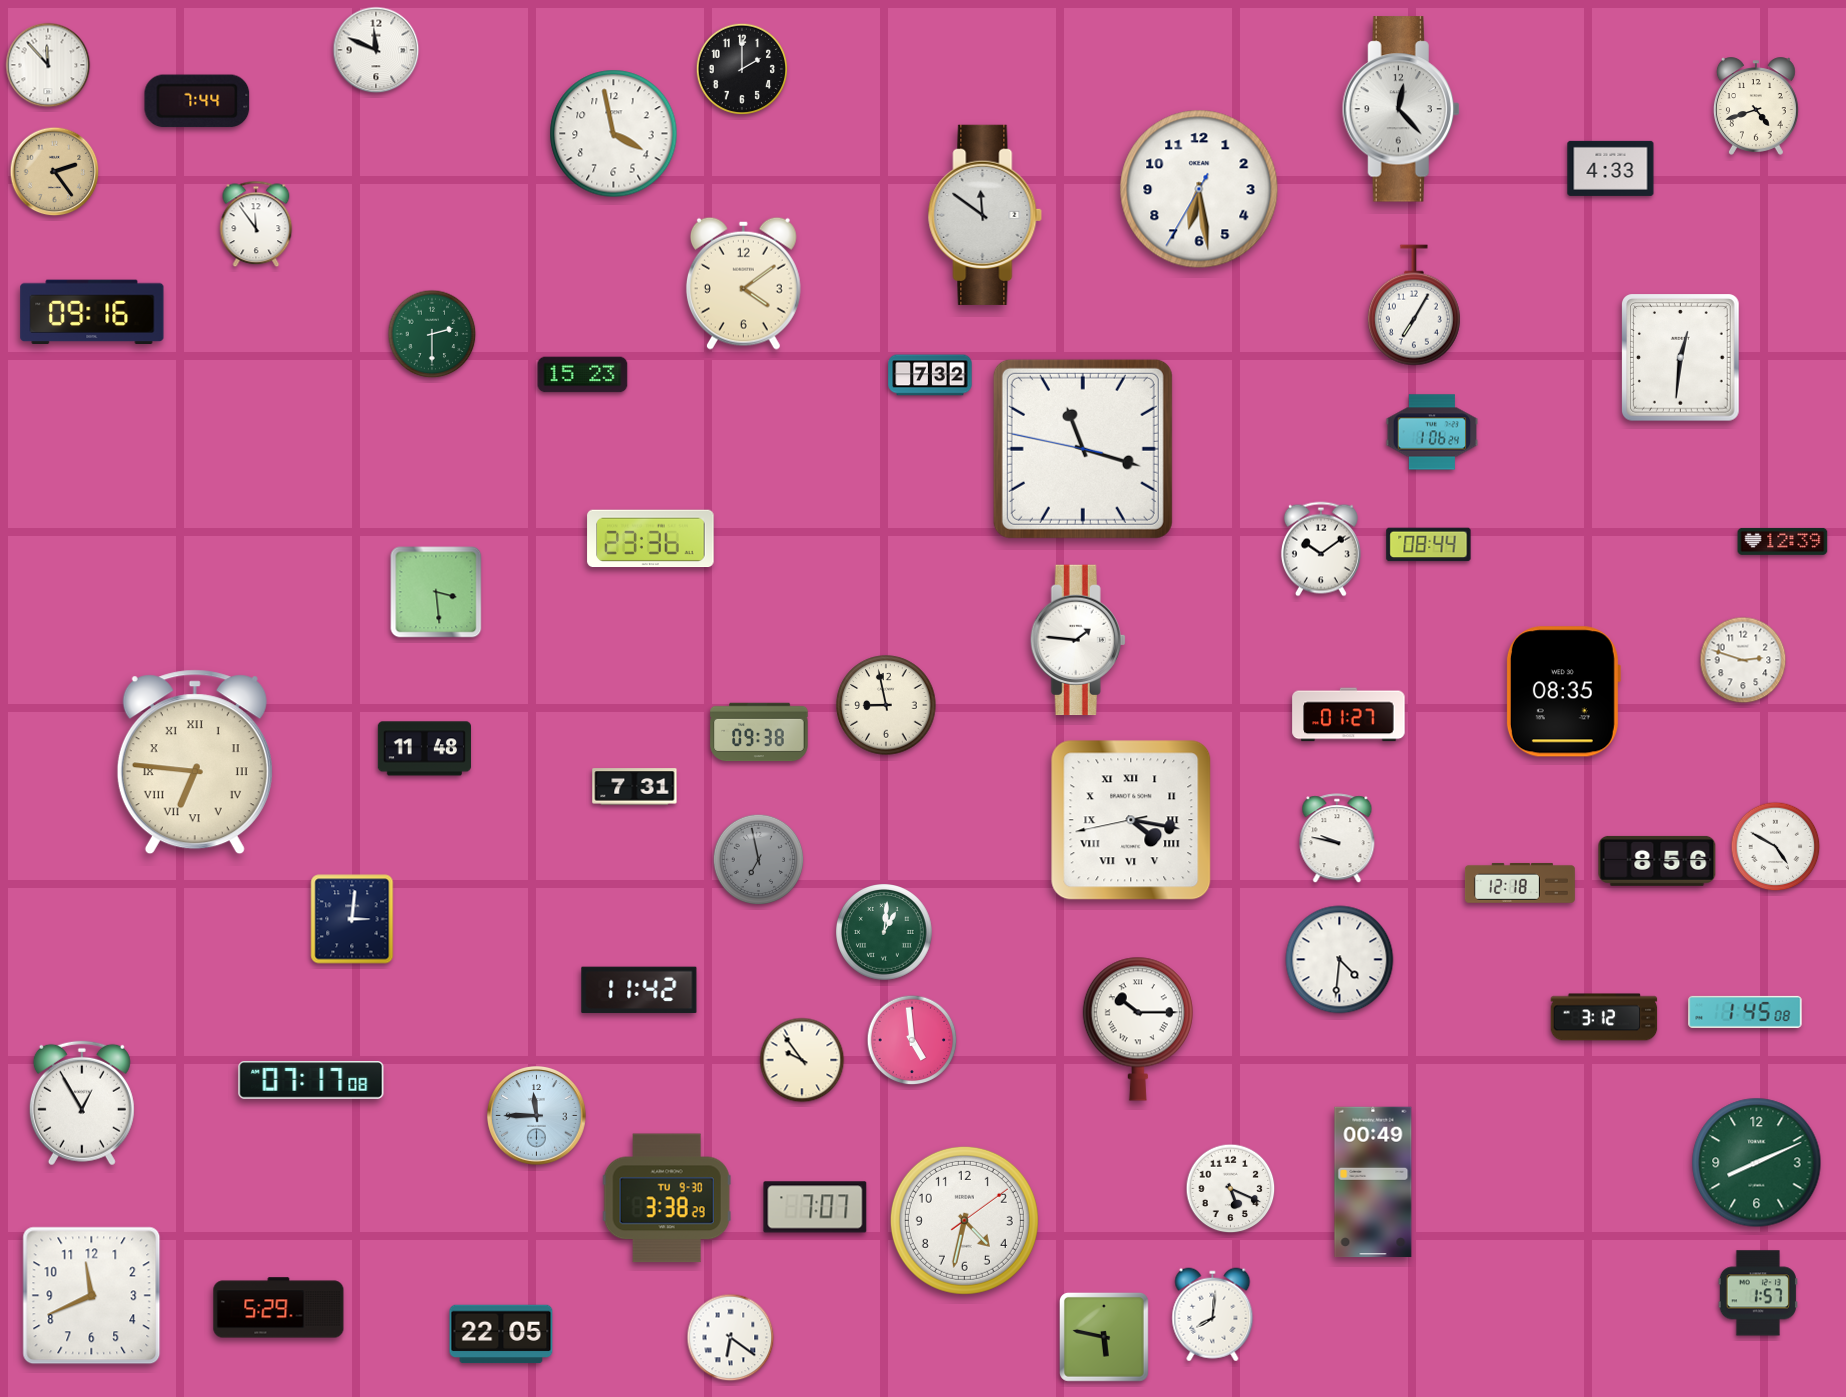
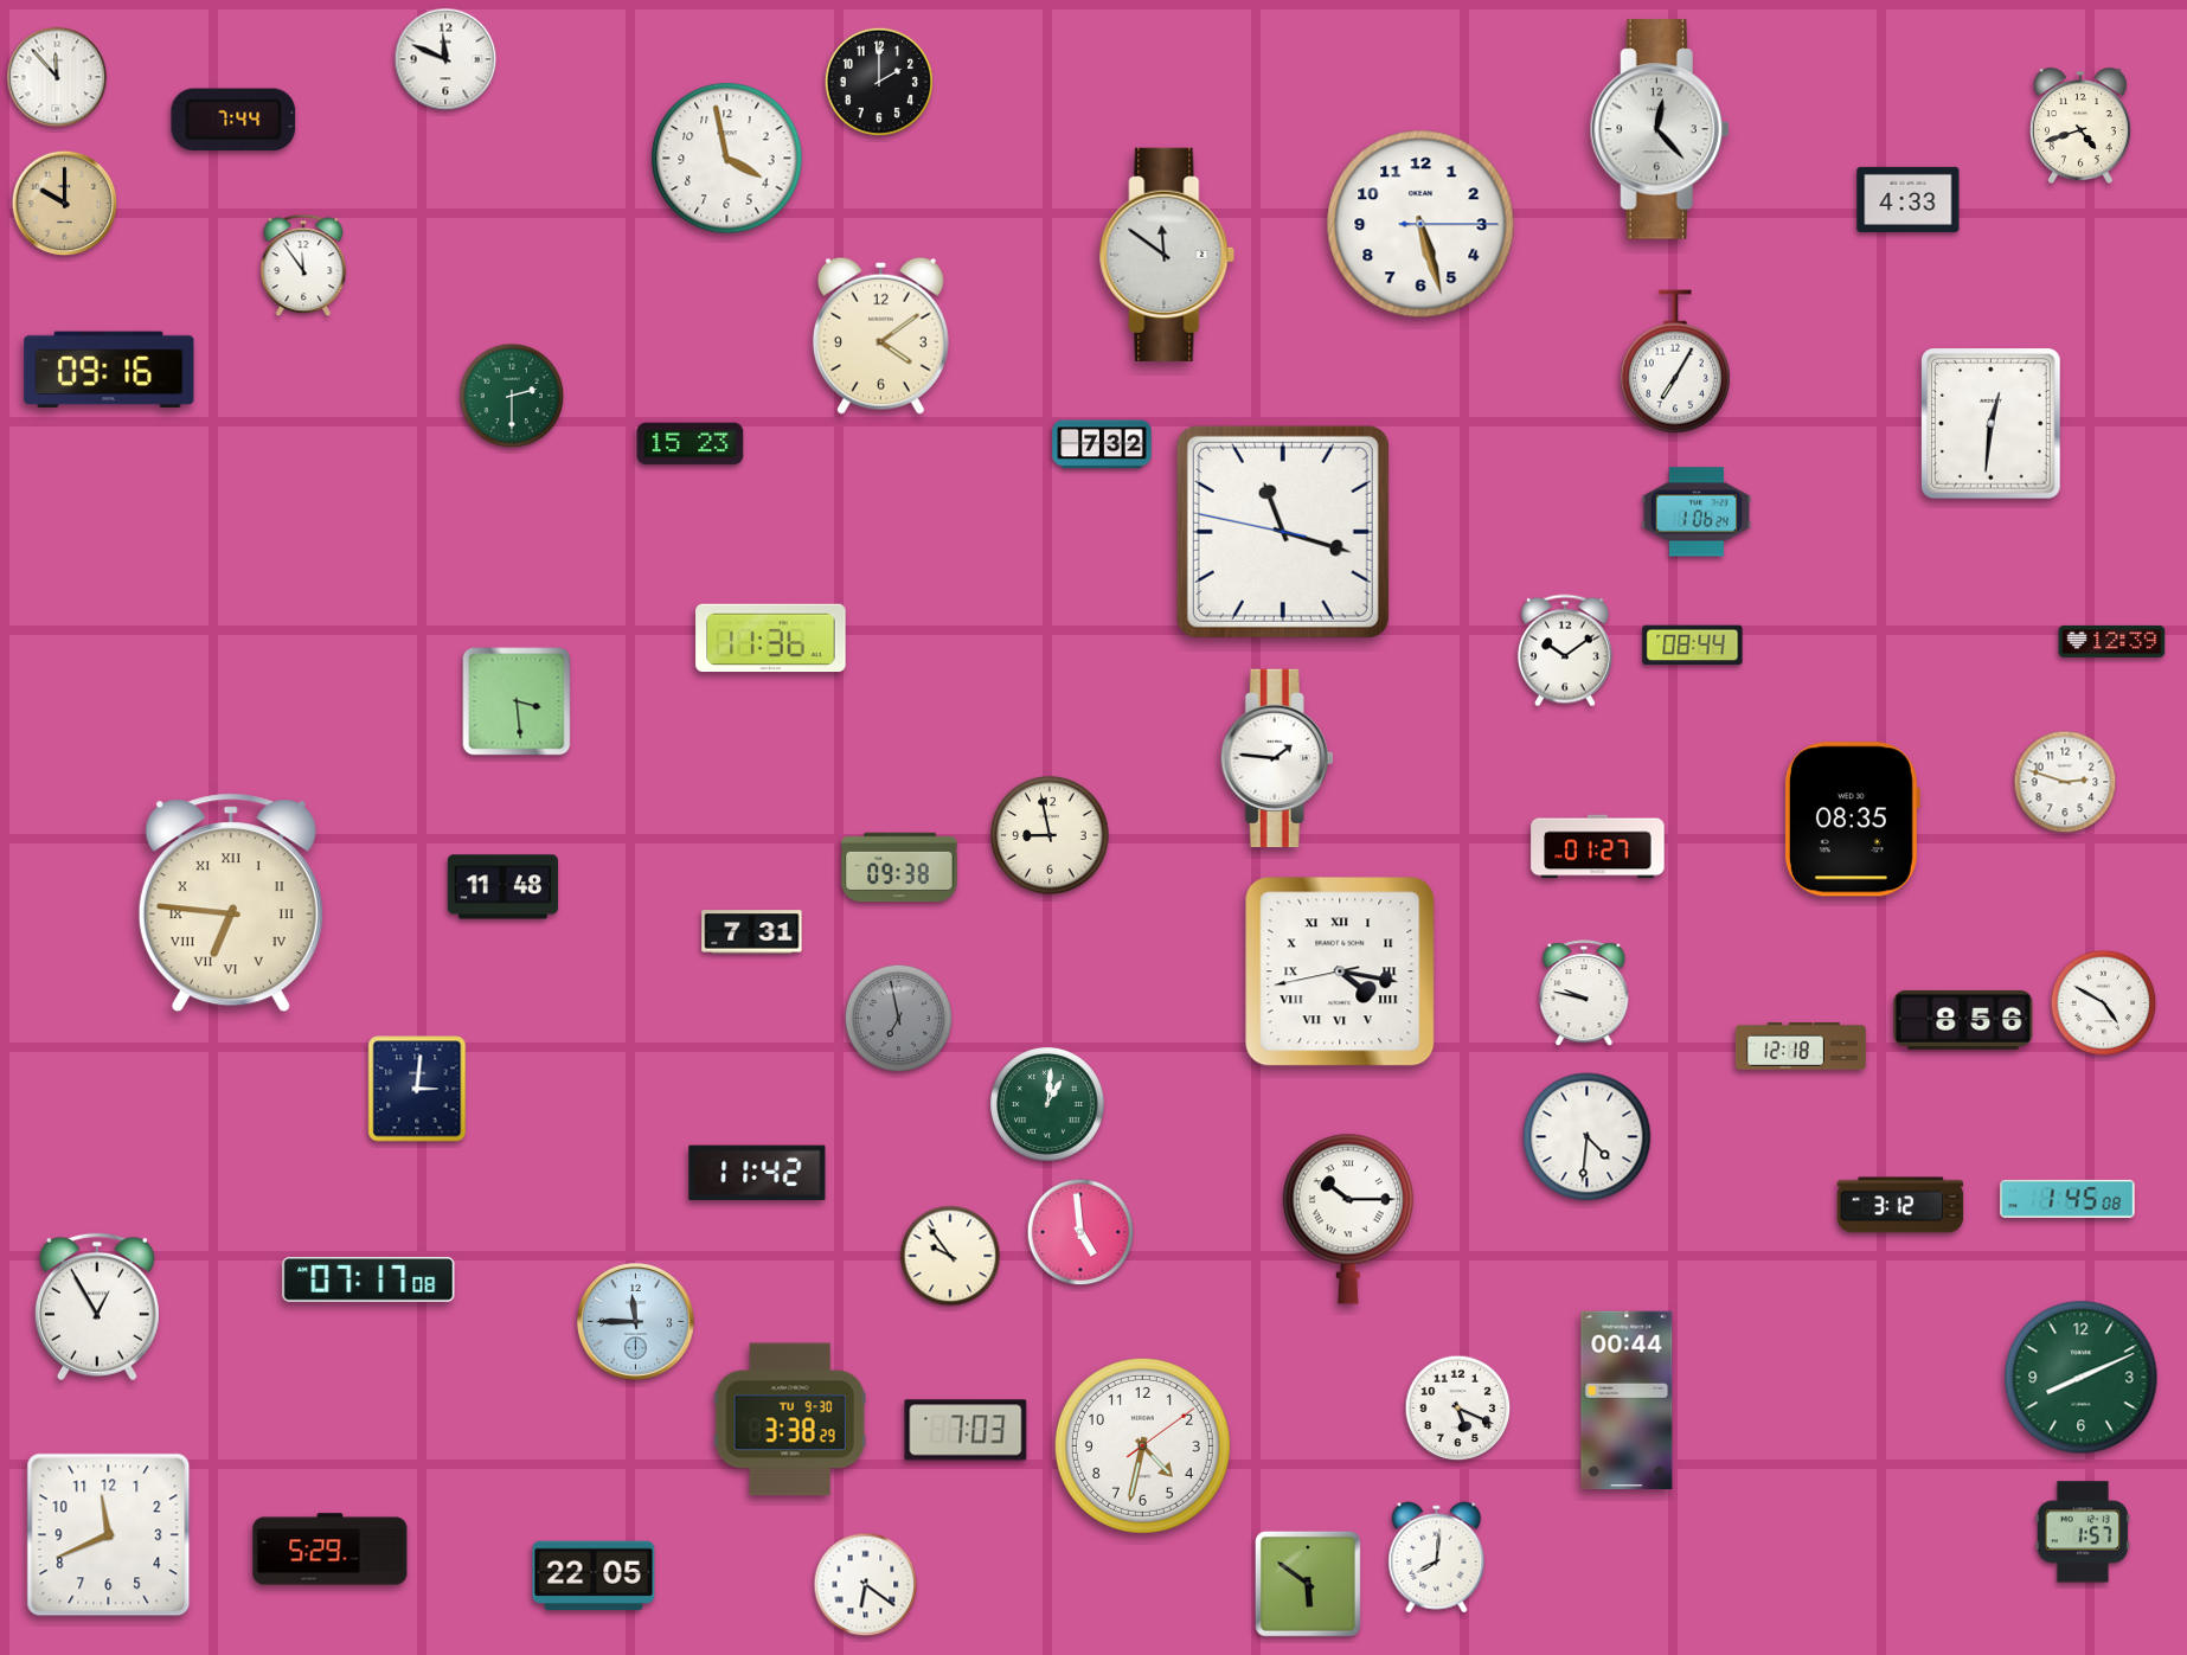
clock at (55, 172): 2:24 -> 10:00
clock at (1199, 189): 6:28 -> 5:27
clock at (651, 539): 23:36 -> 11:36
clock at (1373, 1182): 00:49 -> 00:44
clock at (815, 1207): 7:07 -> 7:03
clock at (501, 1334) position: (501, 1334) -> (594, 1576)
clock at (1104, 1337): 5:47 -> 5:51
